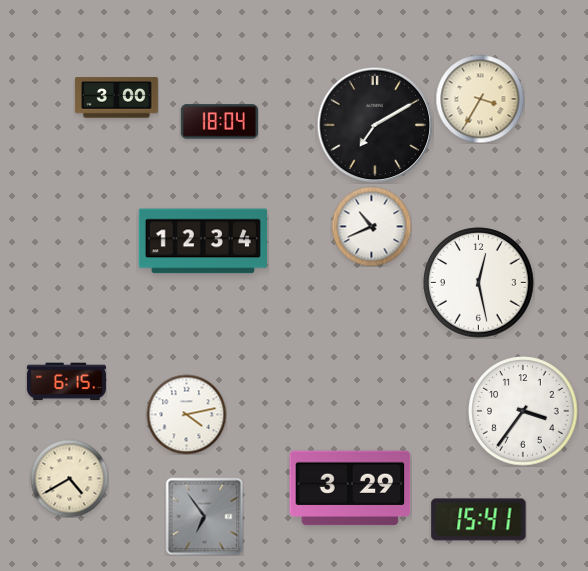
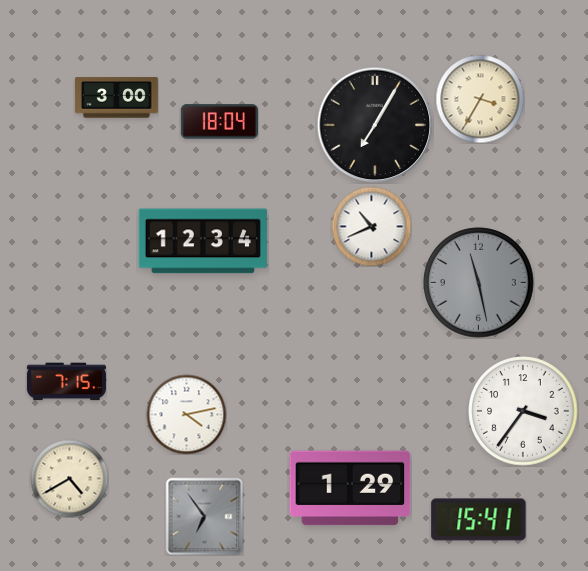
clock at (375, 125): 7:10 -> 7:05
clock at (479, 283): 12:28 -> 11:28
clock at (479, 283) dial: white -> grey
clock at (66, 382): 6:15 -> 7:15
clock at (350, 488): 3:29 -> 1:29
